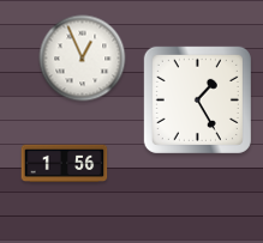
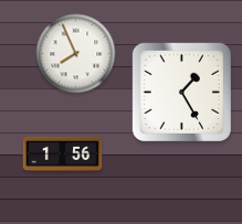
clock at (83, 59): 12:56 -> 7:56
clock at (65, 164) position: (65, 164) -> (63, 154)
